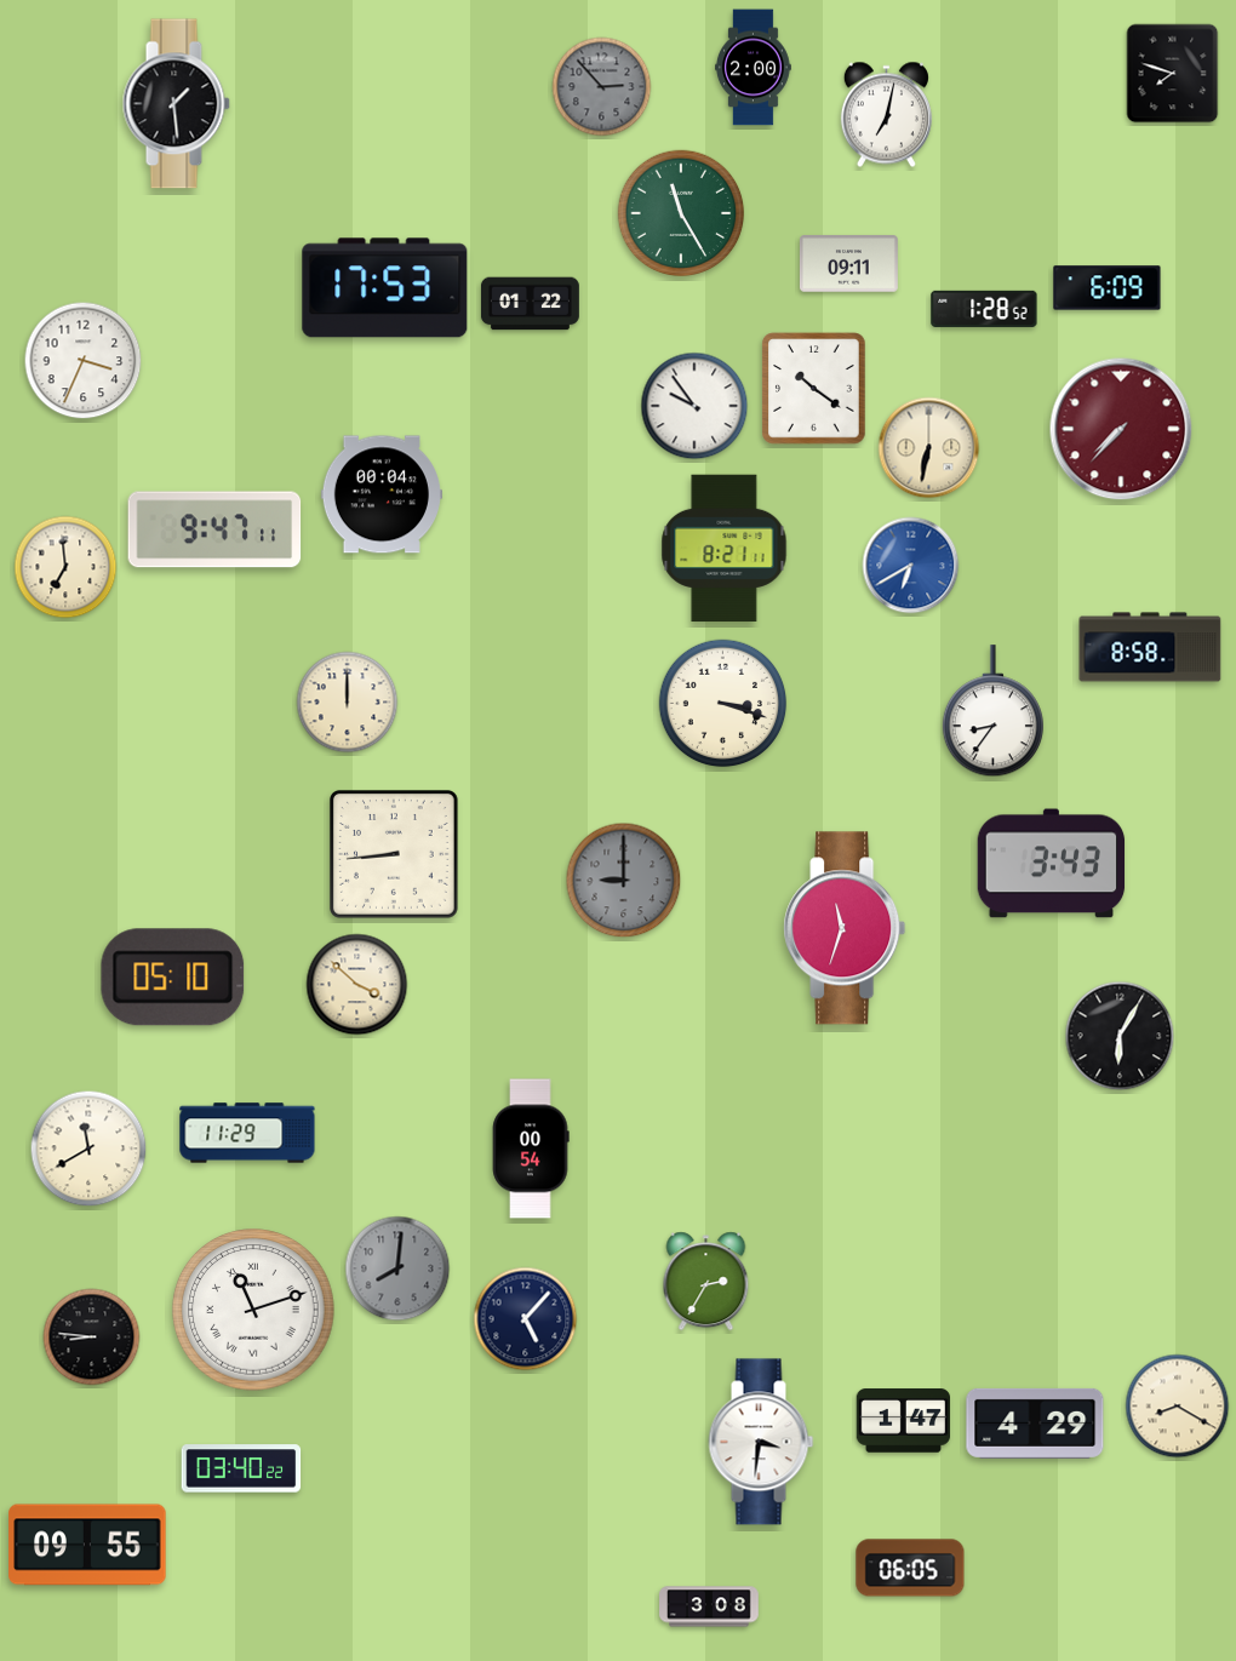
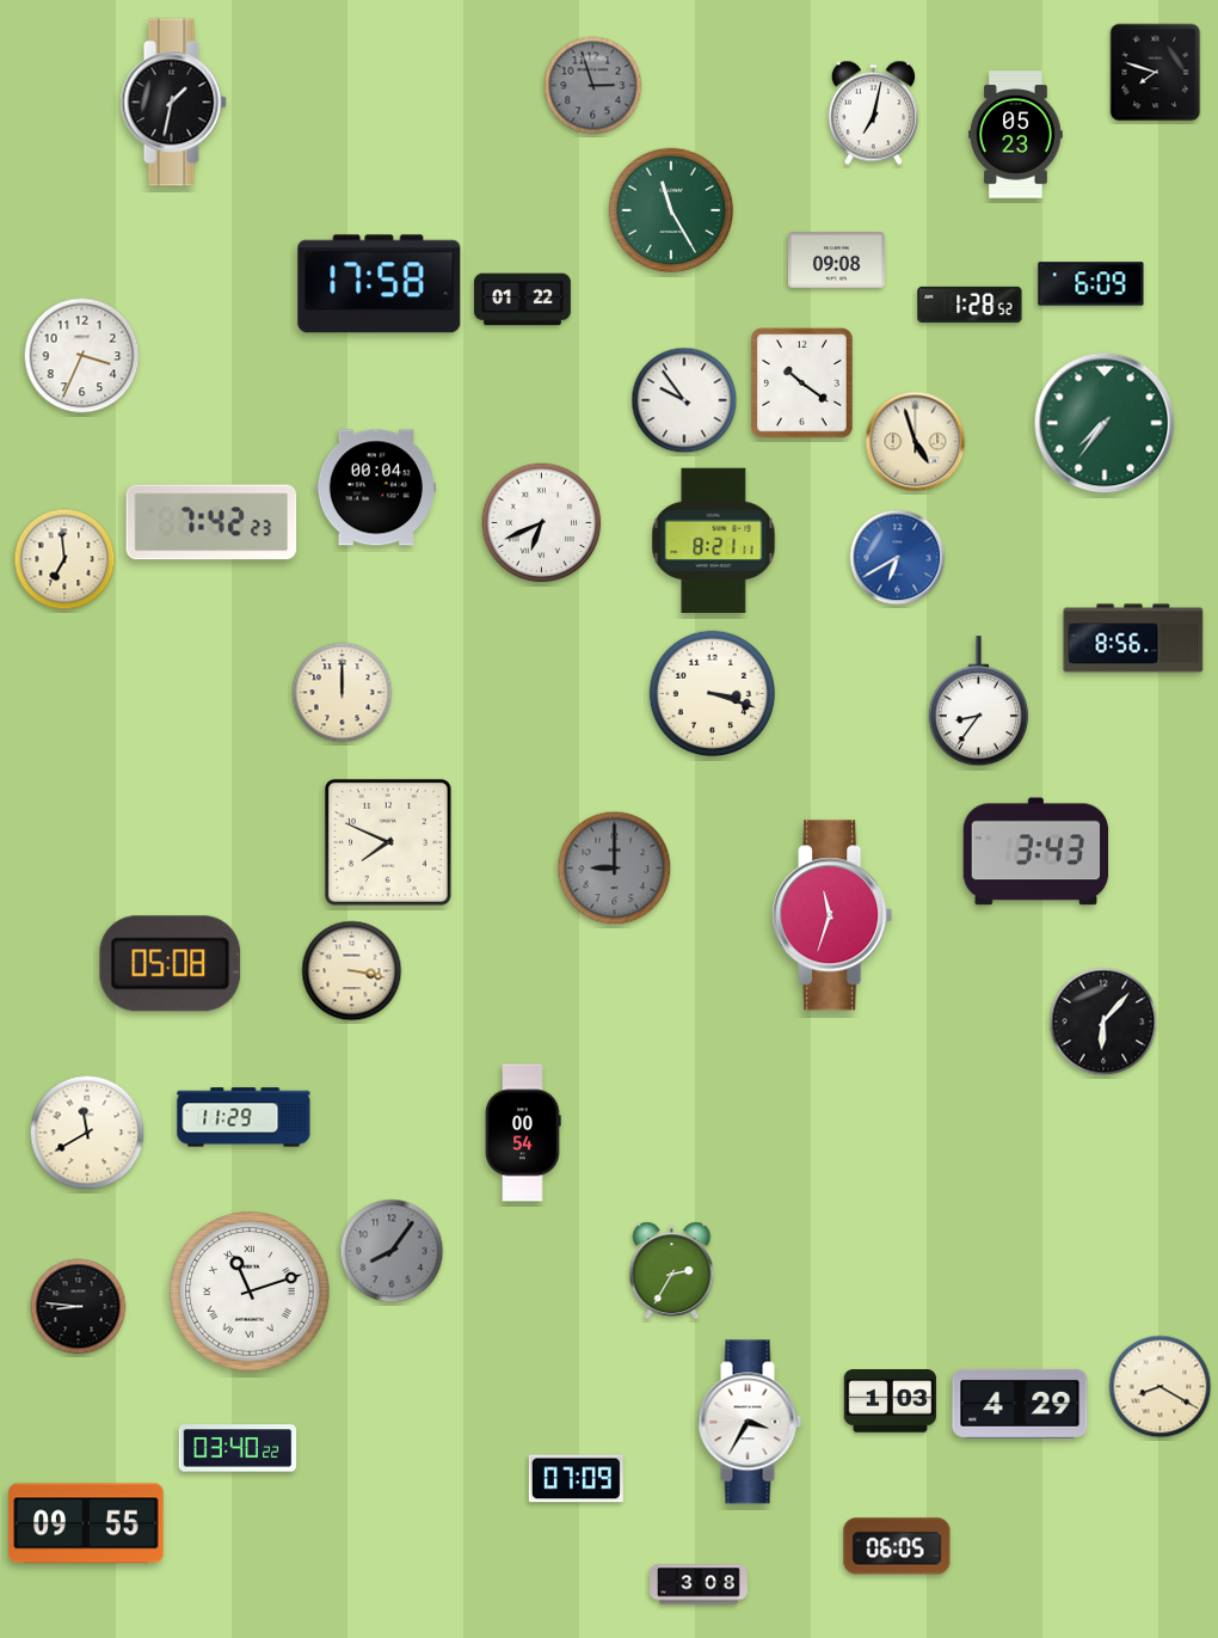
clock at (754, 68): 2:00 -> none
clock at (602, 87): 2:53 -> 2:57
clock at (176, 104): 1:29 -> 1:32
clock at (1016, 135): none -> 05:23
clock at (848, 264): 09:11 -> 09:08
clock at (385, 288): 17:53 -> 17:58
clock at (1121, 429): 7:37 -> 7:36
clock at (1121, 429) dial: burgundy -> green
clock at (929, 448): 6:32 -> 4:57
clock at (214, 529): 9:47 -> 7:42
clock at (542, 523): none -> 6:41
clock at (1150, 647): 8:58 -> 8:56
clock at (395, 855): 8:44 -> 7:49
clock at (173, 978): 05:10 -> 05:08
clock at (357, 985): 3:52 -> 3:17
clock at (1120, 1036): 6:05 -> 6:07
clock at (397, 1268): 8:01 -> 8:06
clock at (706, 1282) position: (706, 1282) -> (672, 1271)
clock at (526, 1319): 5:07 -> none
clock at (92, 1338) position: (92, 1338) -> (79, 1307)
clock at (903, 1421): 1:47 -> 1:03
clock at (761, 1442): 3:31 -> 3:35
clock at (576, 1479): none -> 07:09
